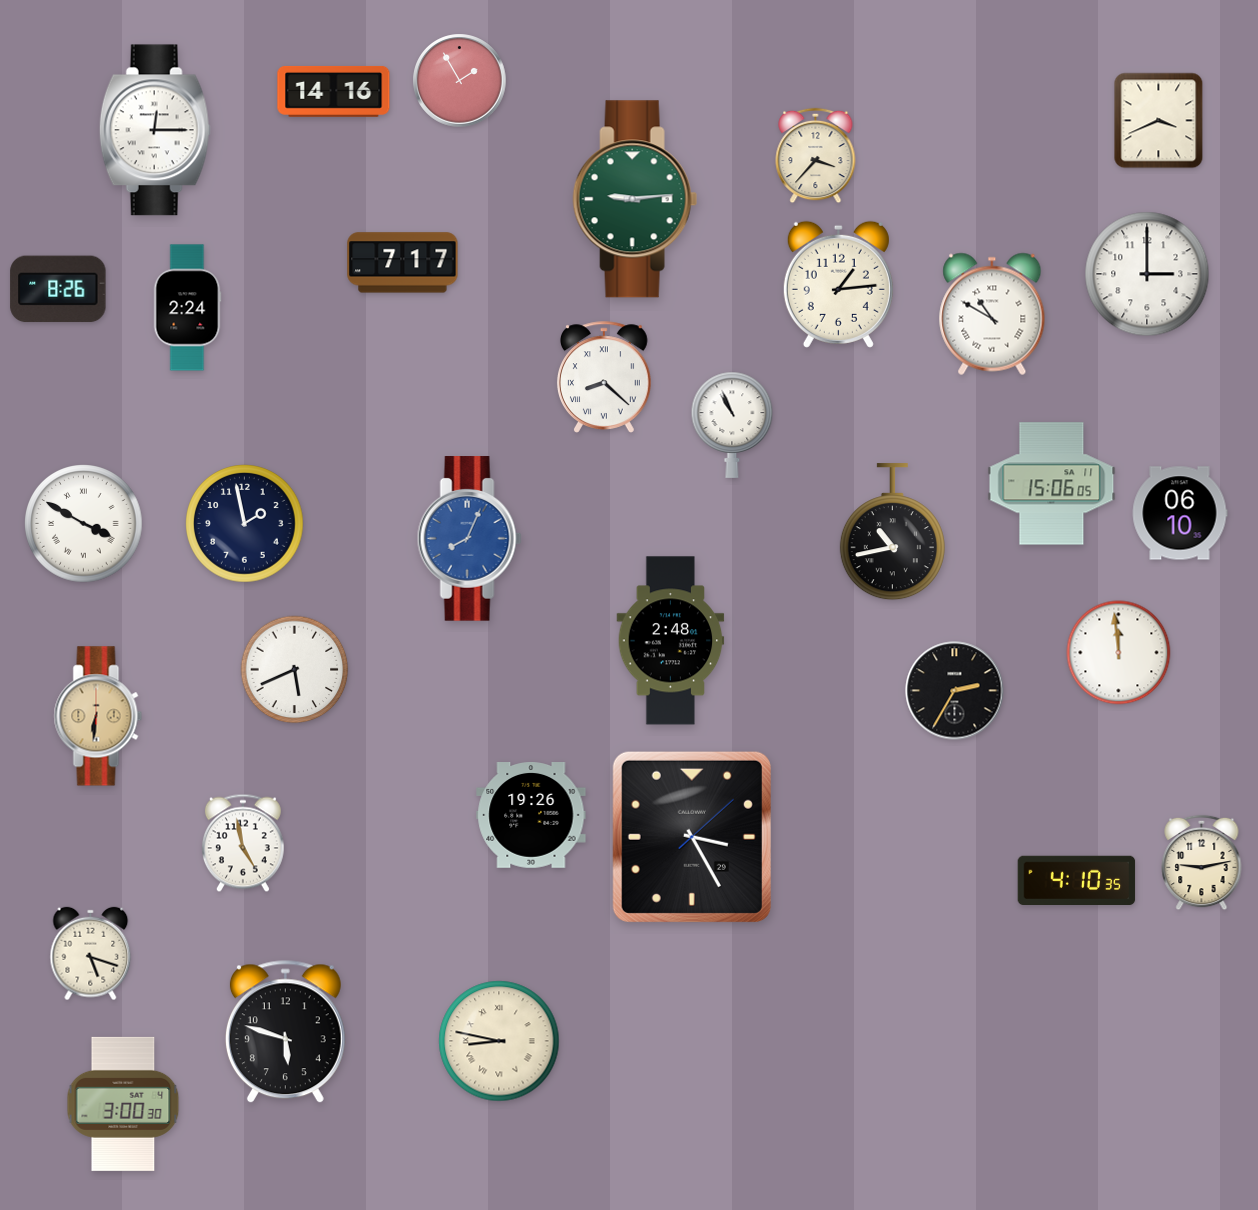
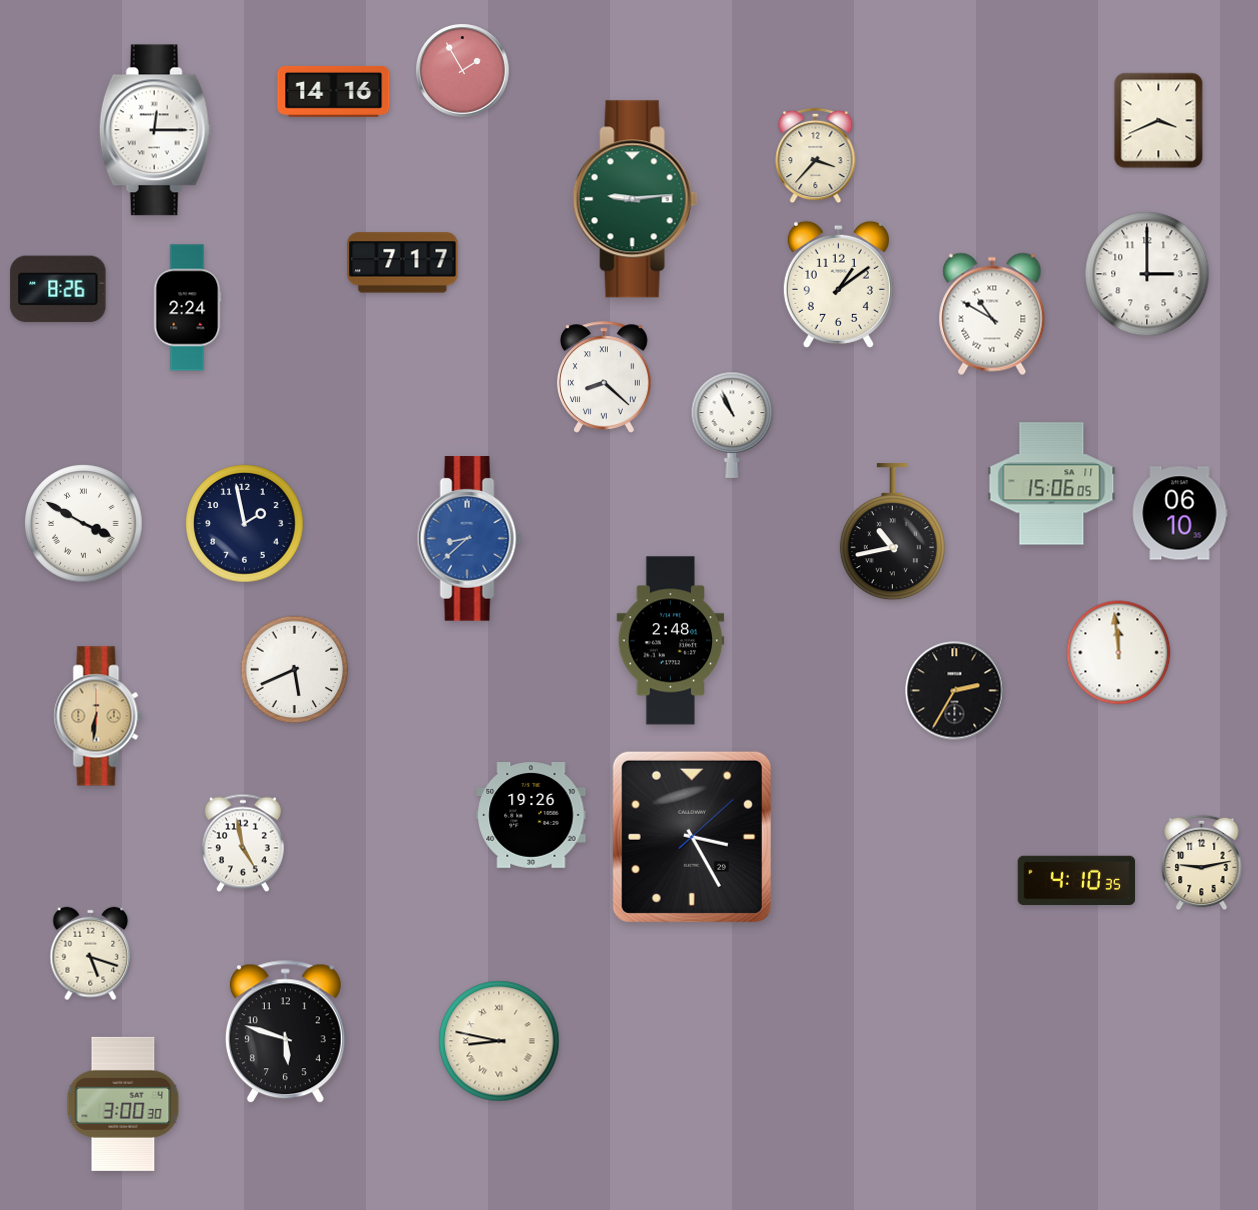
clock at (460, 81) position: (460, 81) -> (463, 71)
clock at (838, 284): 1:14 -> 1:09
clock at (469, 539): 8:04 -> 8:38
